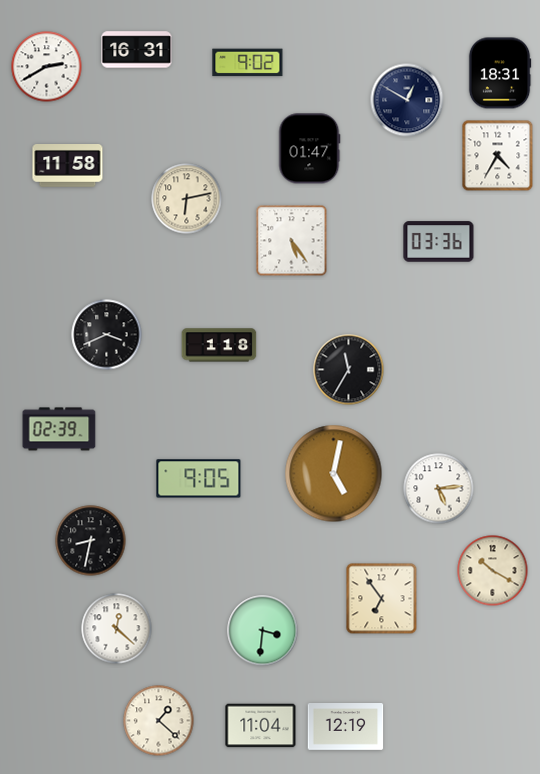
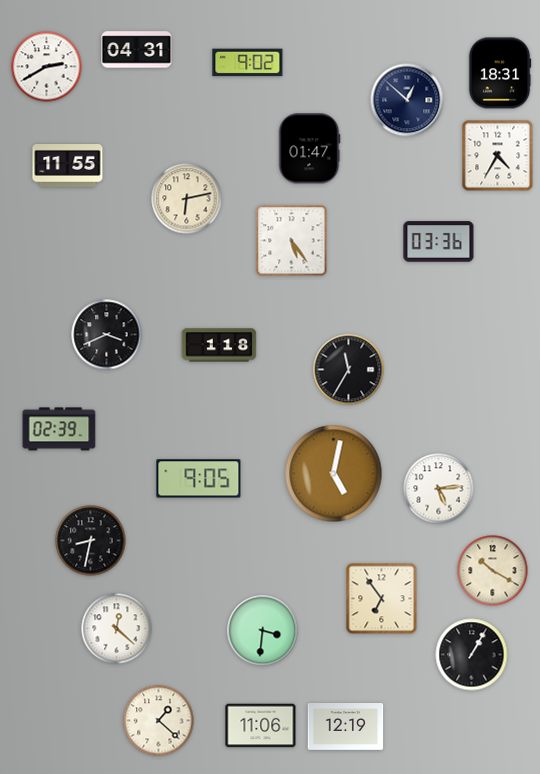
clock at (137, 50): 16:31 -> 04:31
clock at (407, 100): 12:50 -> 12:52
clock at (68, 166): 11:58 -> 11:55
clock at (472, 655): none -> 1:05
clock at (261, 726): 11:04 -> 11:06
